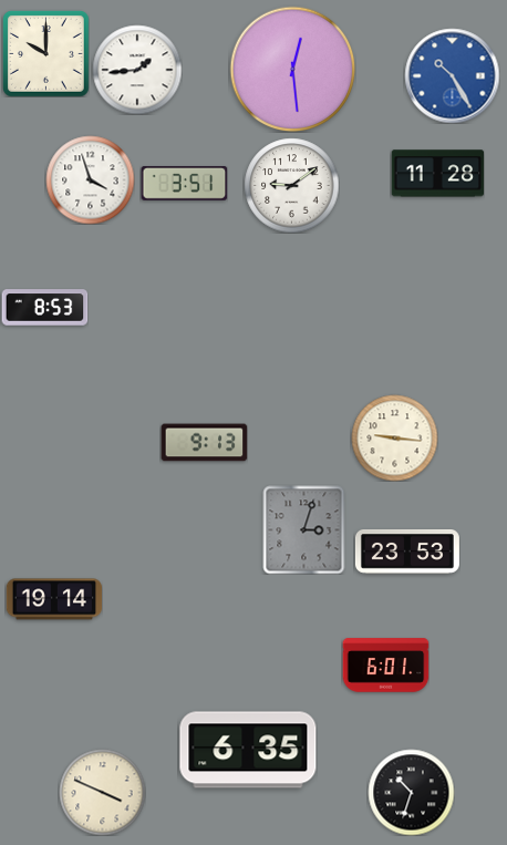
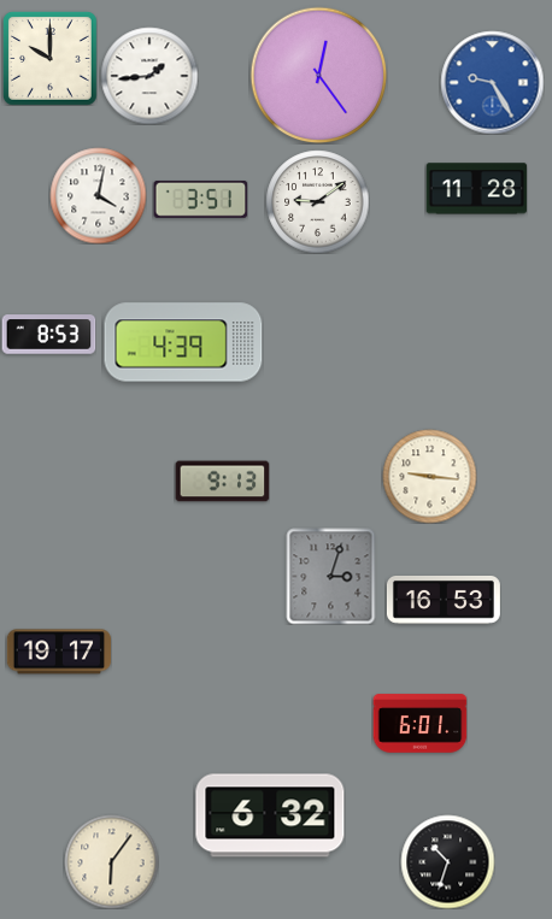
clock at (292, 69): 12:29 -> 12:24
clock at (452, 75): 10:25 -> 9:25
clock at (90, 179): 3:57 -> 4:02
clock at (183, 342): none -> 4:39
clock at (407, 553): 23:53 -> 16:53
clock at (53, 599): 19:14 -> 19:17
clock at (248, 750): 6:35 -> 6:32
clock at (102, 792): 3:49 -> 6:06
